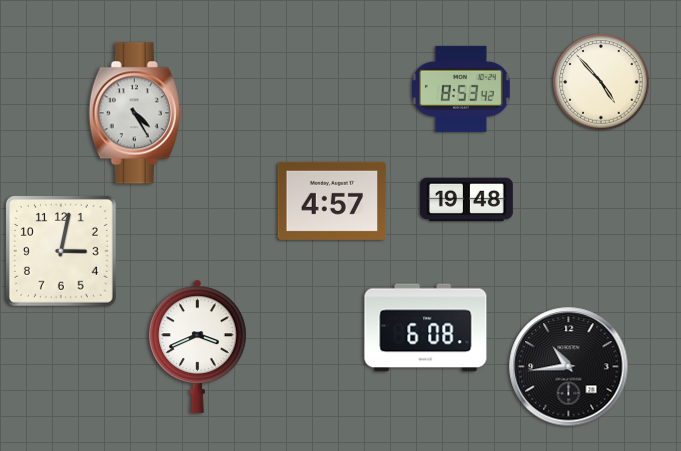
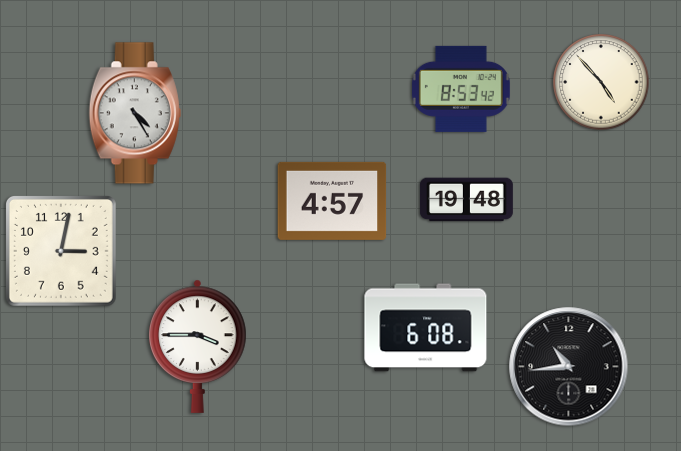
clock at (198, 346): 3:41 -> 3:45
